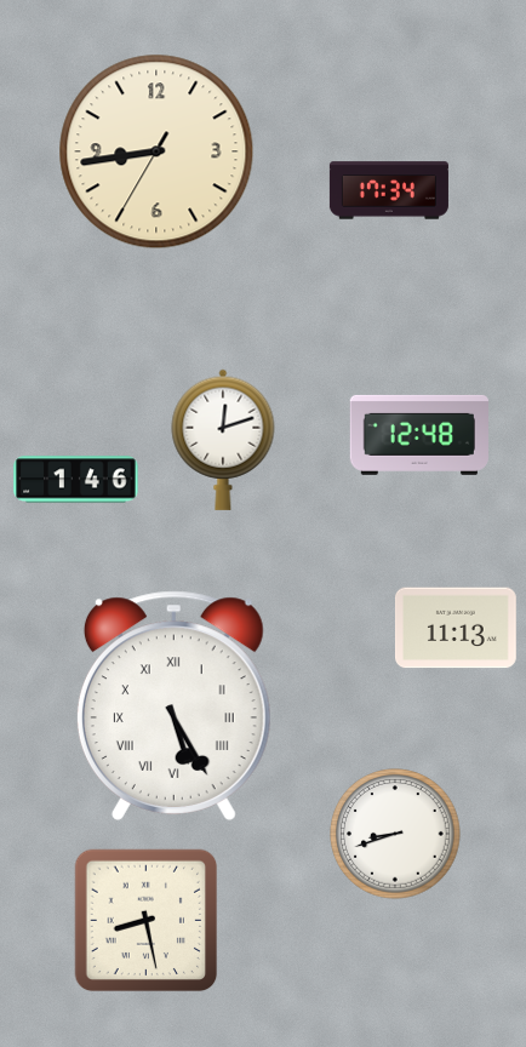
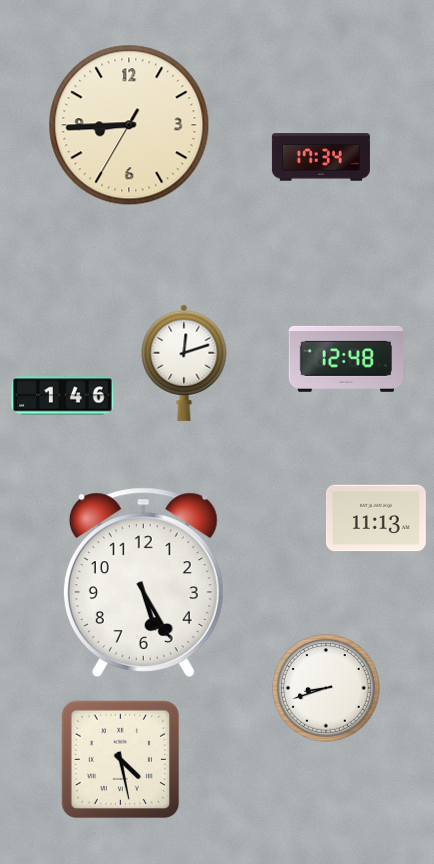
clock at (156, 151): 8:43 -> 8:44
clock at (173, 705) numerals: Roman -> Arabic
clock at (147, 921): 8:28 -> 4:28
